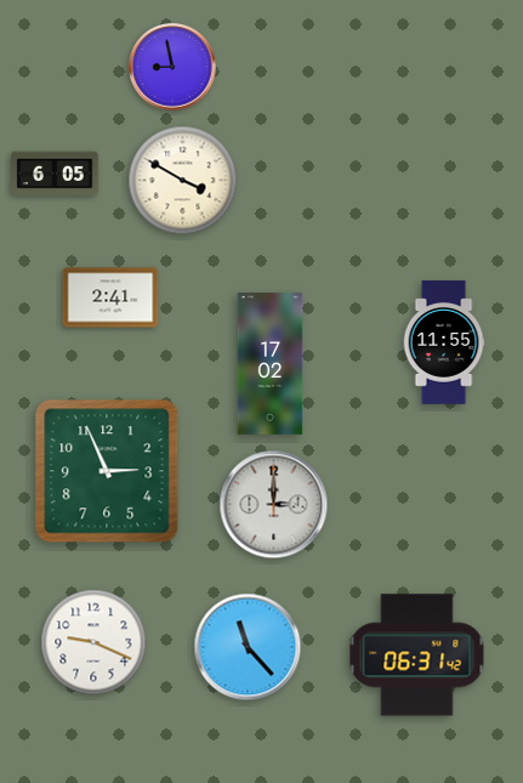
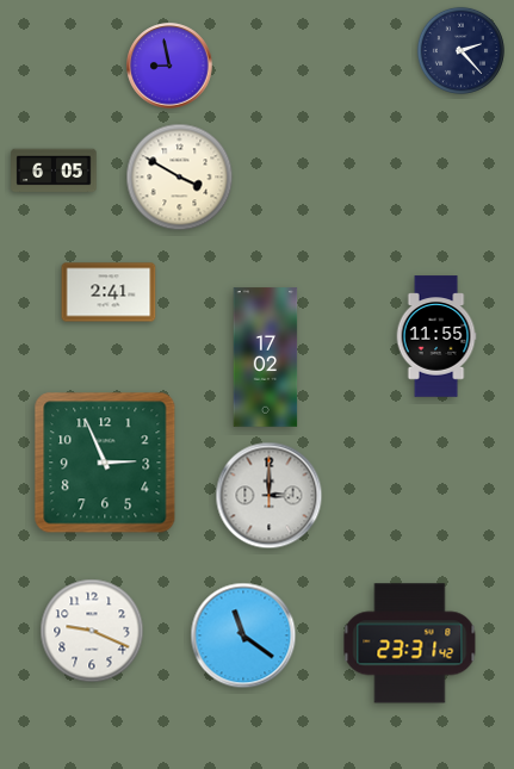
clock at (460, 50): none -> 2:23
clock at (248, 647): 11:23 -> 11:21
clock at (417, 656): 06:31 -> 23:31
